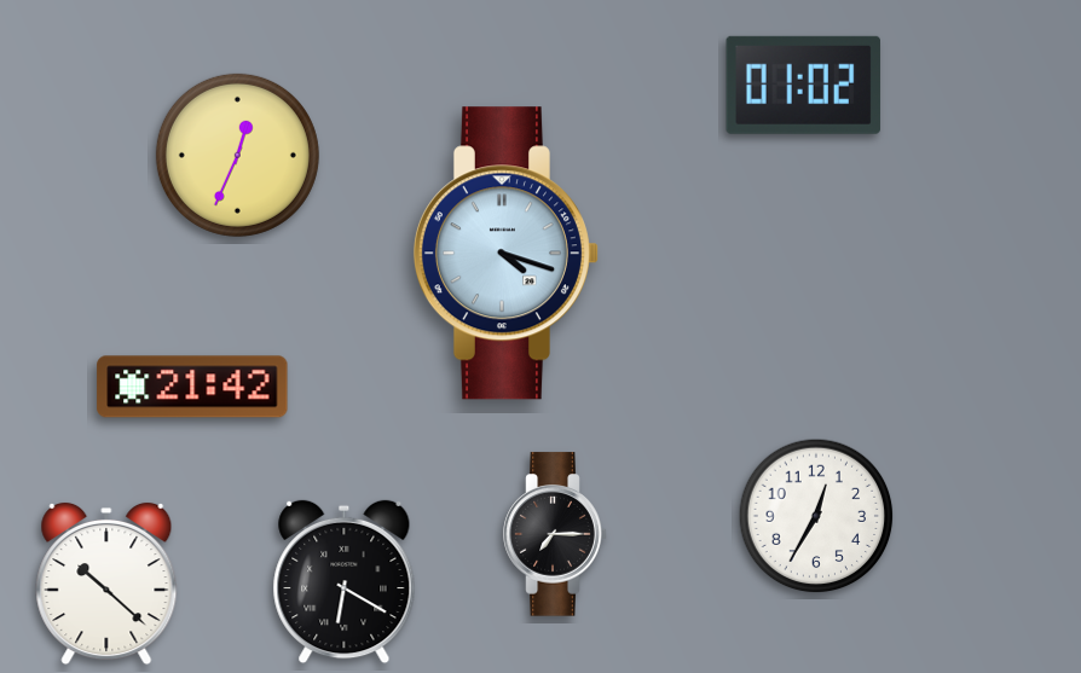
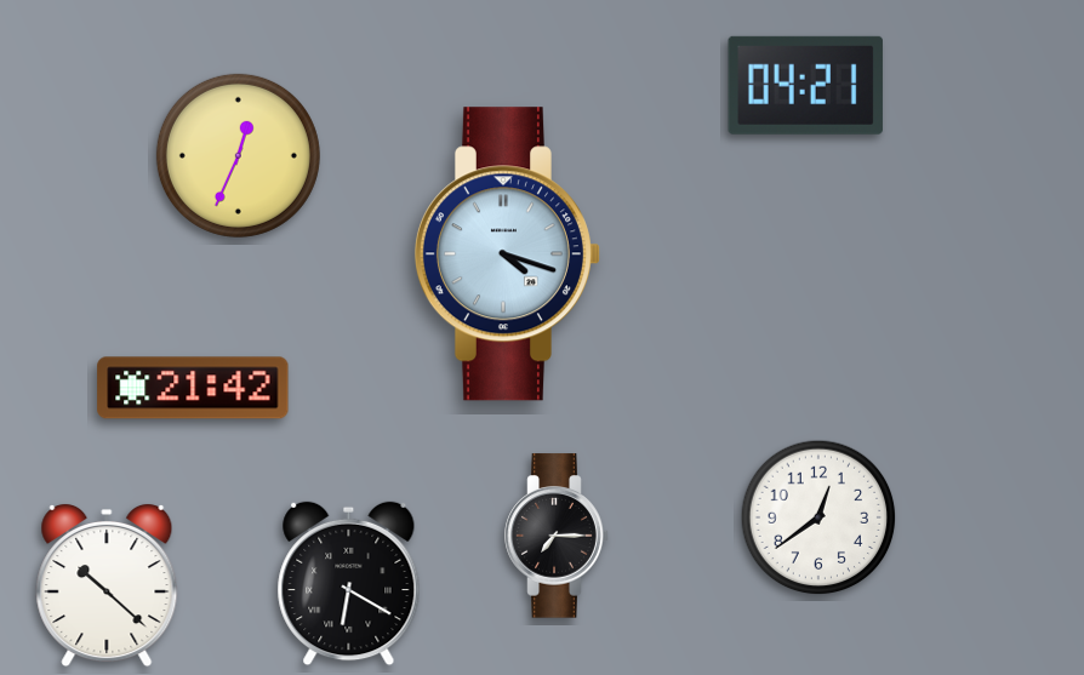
clock at (803, 85): 01:02 -> 04:21
clock at (816, 516): 12:35 -> 12:39
clock at (345, 582) position: (345, 582) -> (349, 584)
